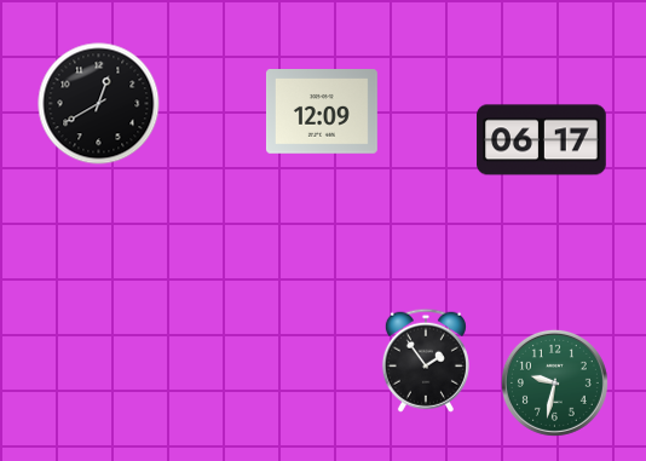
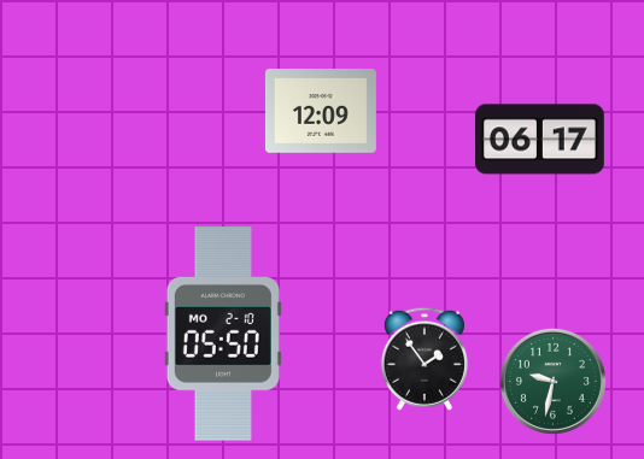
clock at (99, 104): 12:40 -> none
clock at (223, 334): none -> 05:50
